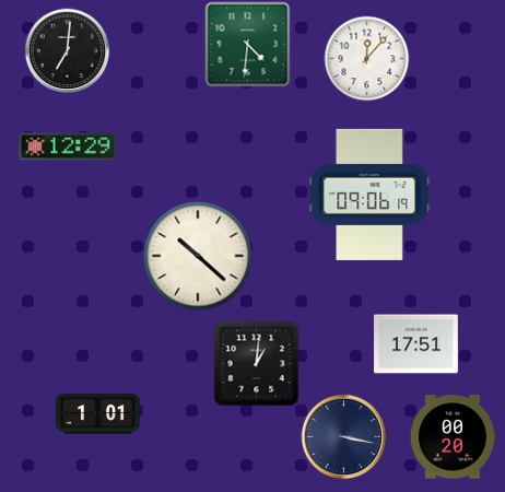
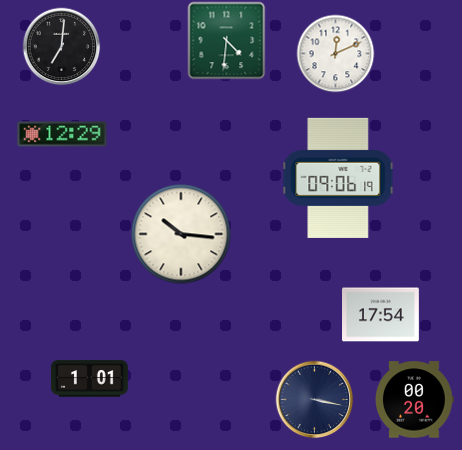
clock at (366, 58): 12:07 -> 12:11
clock at (198, 256): 10:22 -> 10:16
clock at (416, 344): 17:51 -> 17:54
clock at (256, 363): 1:01 -> none
